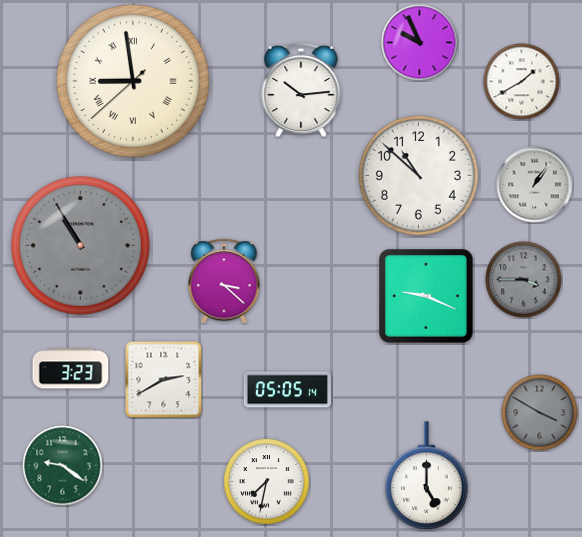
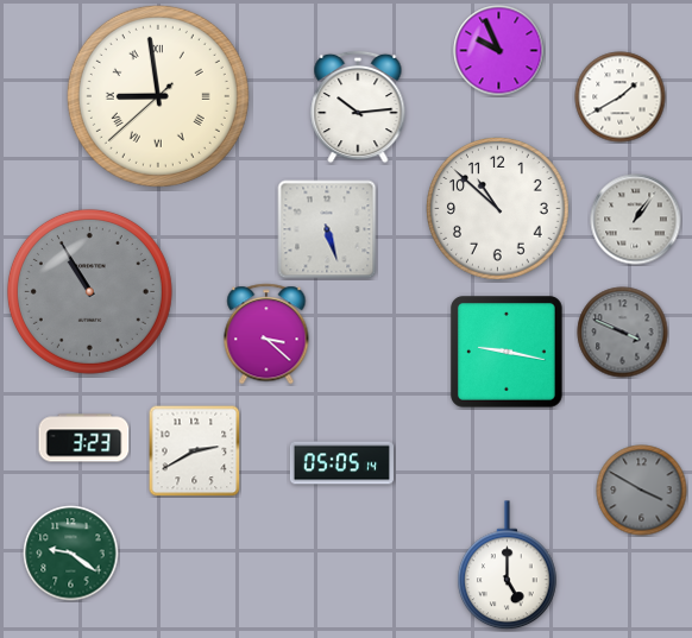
clock at (327, 229): none -> 5:27
clock at (80, 245) position: (80, 245) -> (89, 291)
clock at (524, 280): 3:45 -> 3:49
clock at (427, 297): 9:19 -> 9:17
clock at (63, 466) position: (63, 466) -> (71, 554)
clock at (267, 482): 7:32 -> none
